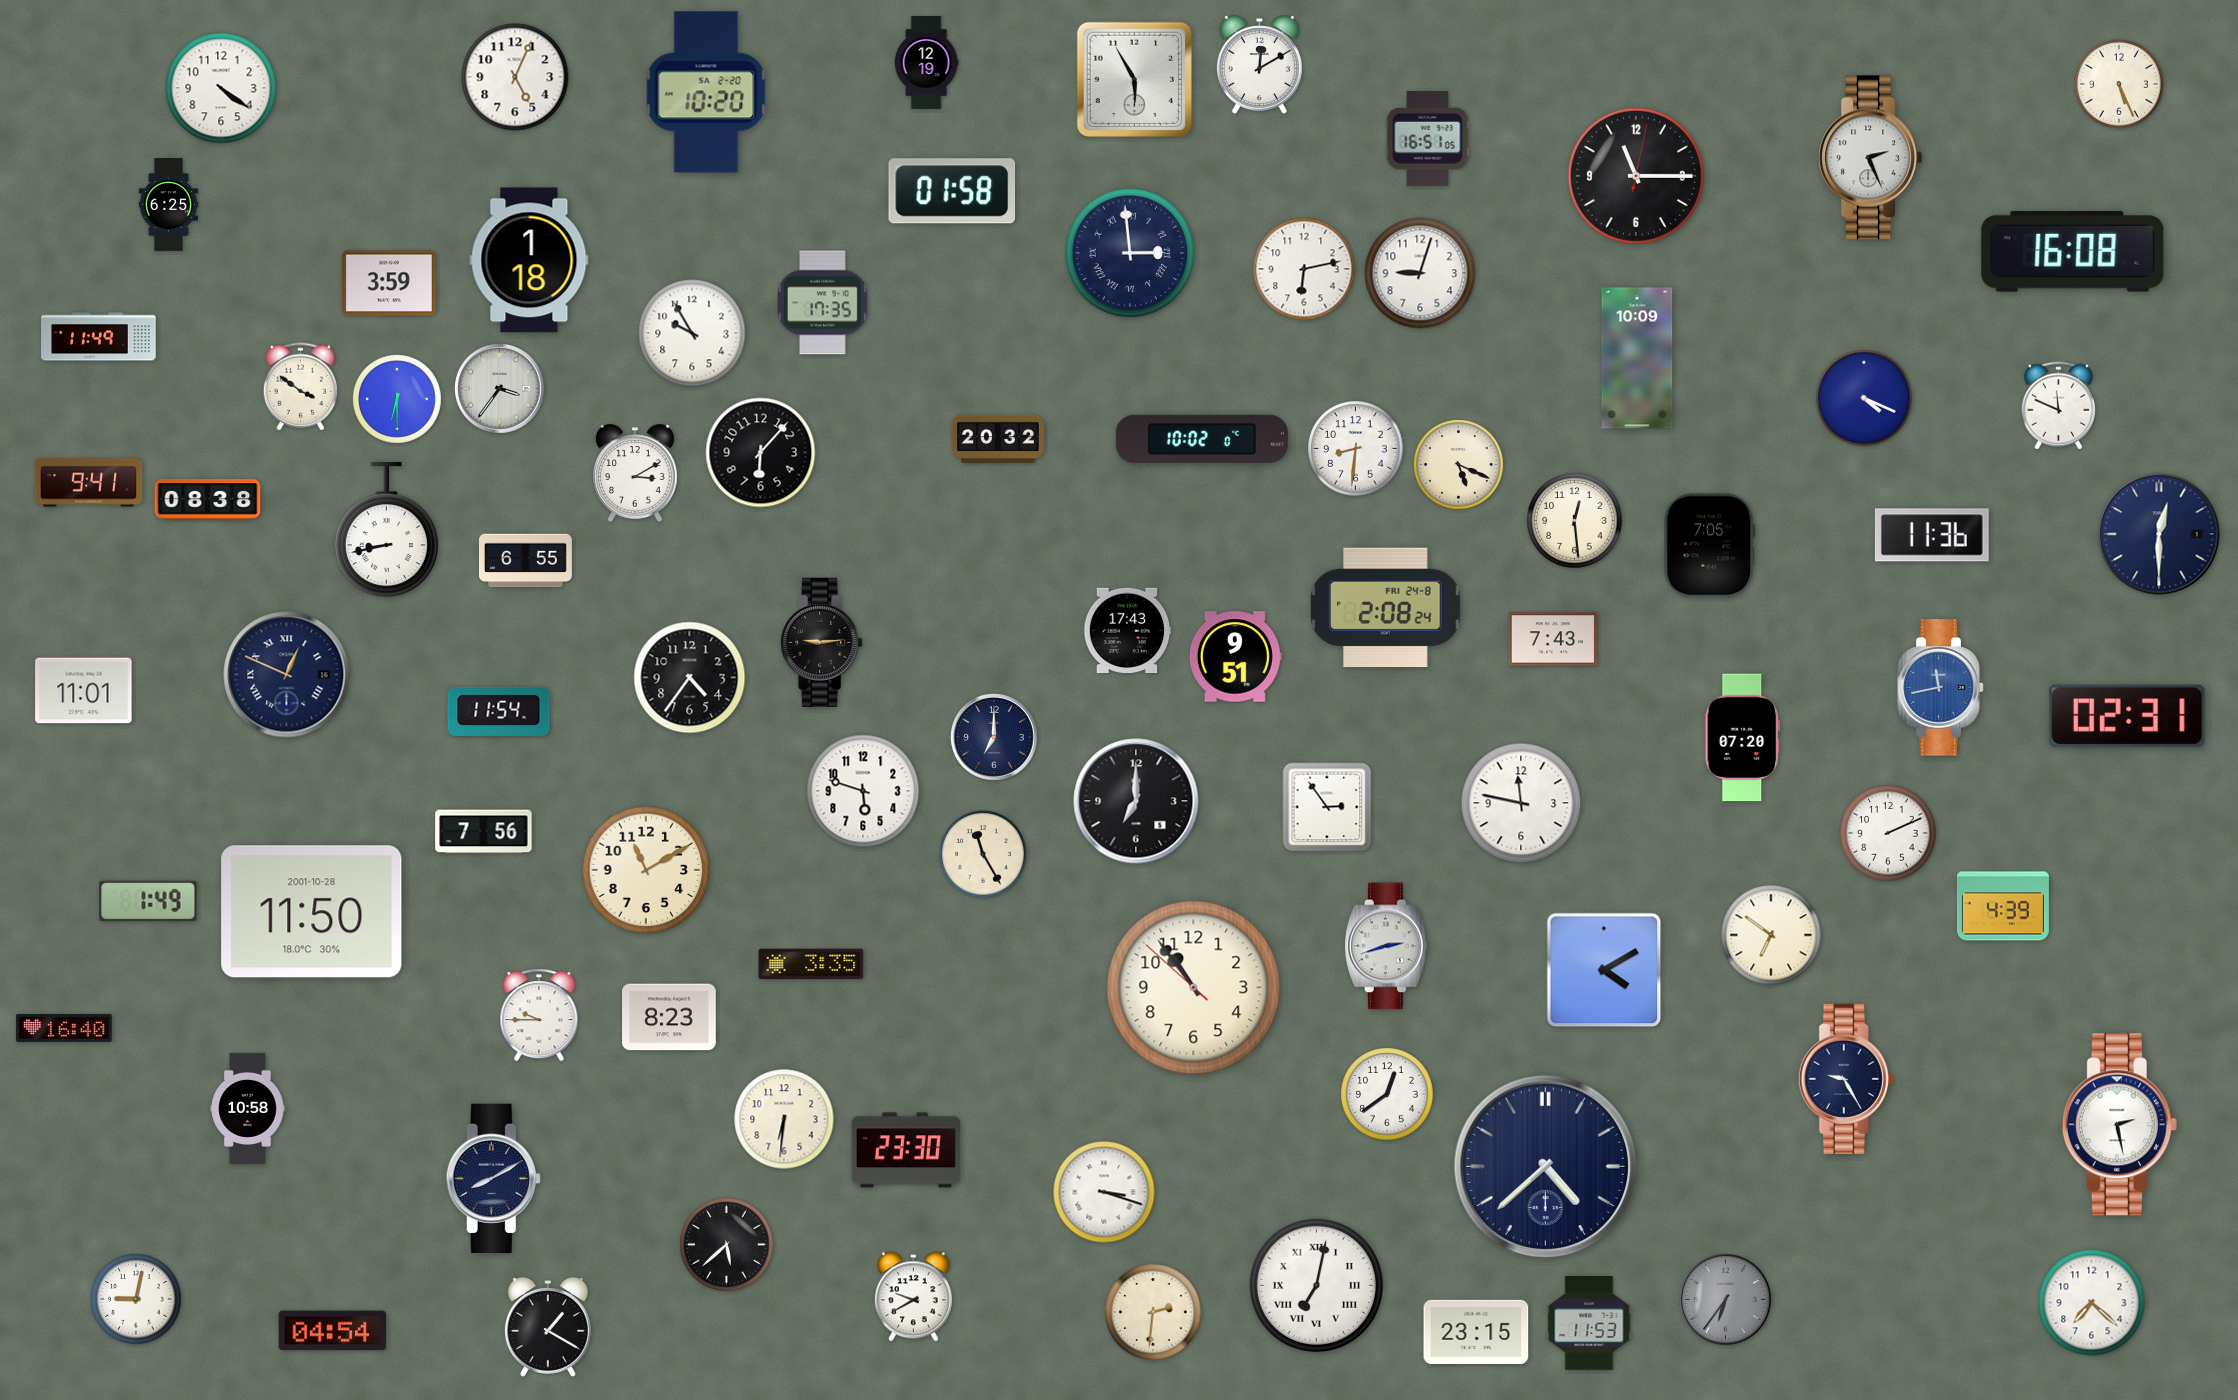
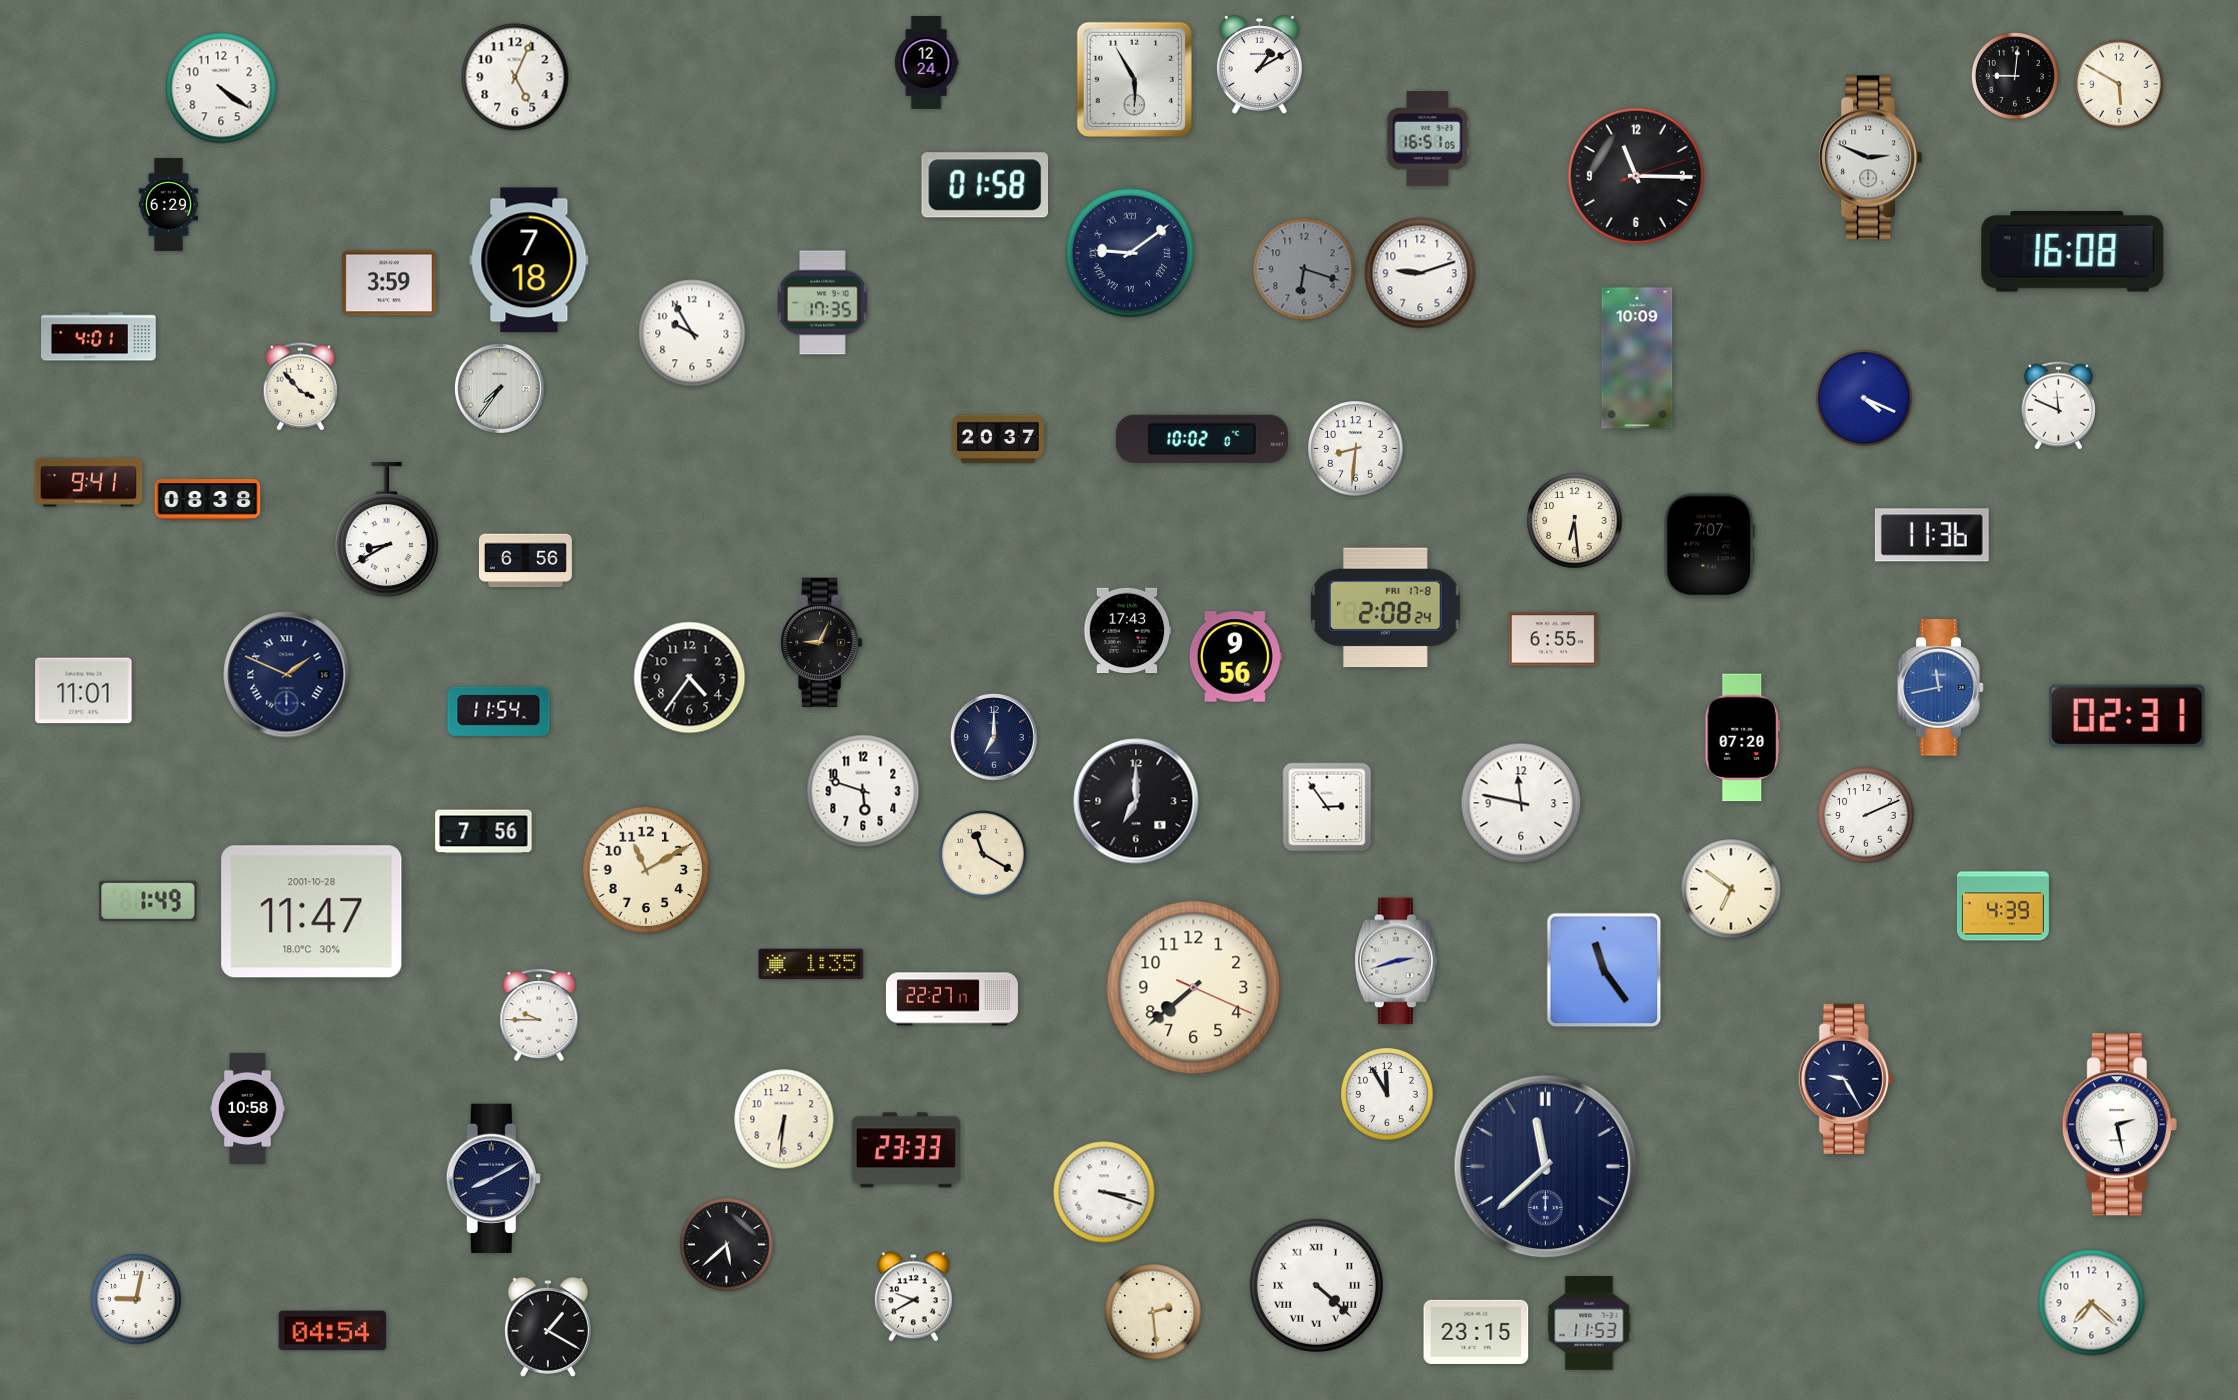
clock at (926, 63): 12:19 -> 12:24
clock at (1259, 65): 12:10 -> 1:10
clock at (2015, 76): none -> 9:01
clock at (2120, 85): 5:26 -> 5:50
clock at (706, 92): 10:20 -> none
clock at (1871, 158): 2:26 -> 2:49
clock at (1636, 176): 11:15:02 -> 11:15:12
clock at (952, 191) position: (952, 191) -> (985, 185)
clock at (168, 205): 6:25 -> 6:29
clock at (1130, 253): 2:59 -> 9:09
clock at (529, 260): 1:18 -> 7:18
clock at (1304, 269): 6:13 -> 6:18
clock at (1304, 269) dial: white -> grey
clock at (1420, 273): 9:03 -> 9:12
clock at (99, 337): 11:49 -> 4:01
clock at (300, 387): 3:51 -> 3:53
clock at (500, 389): 3:36 -> 7:36
clock at (398, 400): 6:30 -> none
clock at (998, 438): 20:32 -> 20:37
clock at (761, 453): 6:07 -> none
clock at (1459, 465): 5:19 -> none
clock at (635, 473): 3:10 -> none
clock at (1575, 521): 12:29 -> 6:29
clock at (386, 531): 8:43 -> 8:40
clock at (2159, 534): 12:30 -> none
clock at (1709, 546): 7:05 -> 7:07
clock at (525, 561): 6:55 -> 6:56
clock at (1386, 608) date: FRI 24-8 -> FRI 17-8
clock at (1553, 639): 7:43 -> 6:55
clock at (822, 642): 9:14 -> 9:04
clock at (1235, 657): 9:51 -> 9:56
clock at (287, 675): 12:49 -> 1:49
clock at (1888, 833) position: (1888, 833) -> (1866, 815)
clock at (983, 854): 11:25 -> 11:20
clock at (312, 912): 11:50 -> 11:47
clock at (1771, 935) position: (1771, 935) -> (1731, 889)
clock at (1386, 946) position: (1386, 946) -> (1396, 961)
clock at (811, 964): 3:35 -> 1:35
clock at (1604, 970): 4:10 -> 11:24
clock at (1194, 988): 10:53 -> 7:38
clock at (952, 999): none -> 22:27
clock at (670, 1017): 8:23 -> none
clock at (64, 1028): 16:40 -> none
clock at (1387, 1094): 12:39 -> 11:55
clock at (906, 1150): 23:30 -> 23:33
clock at (1546, 1167): 4:38 -> 11:38
clock at (1316, 1285): 7:02 -> 4:22
clock at (1726, 1300): 6:36 -> none
clock at (1153, 1312): 2:31 -> 2:29
